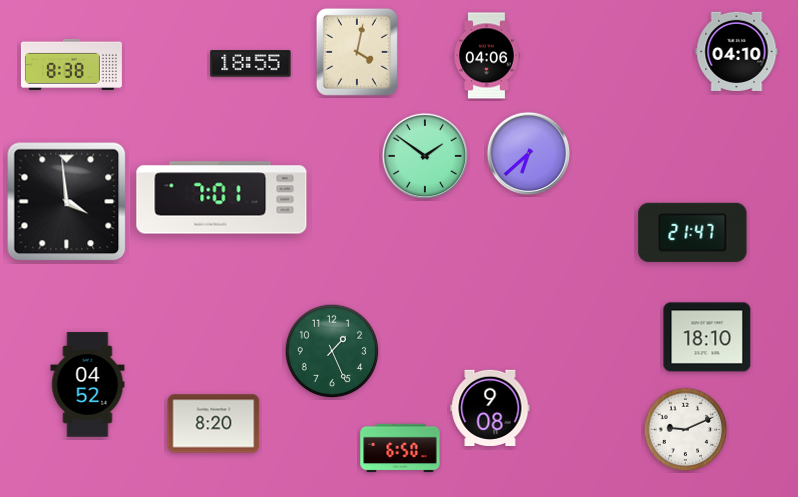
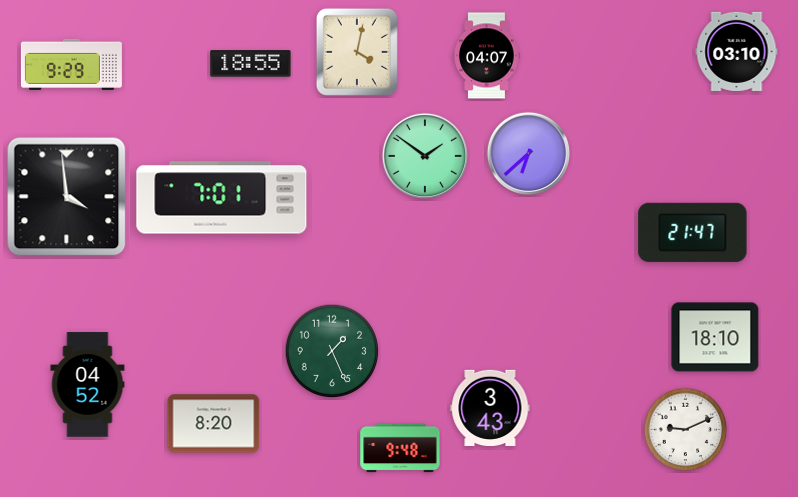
clock at (737, 51): 04:10 -> 03:10
clock at (487, 56): 04:06 -> 04:07
clock at (71, 64): 8:38 -> 9:29
clock at (67, 202) position: (67, 202) -> (67, 197)
clock at (707, 337) position: (707, 337) -> (715, 337)
clock at (490, 407): 9:08 -> 3:43
clock at (400, 448): 6:50 -> 9:48
